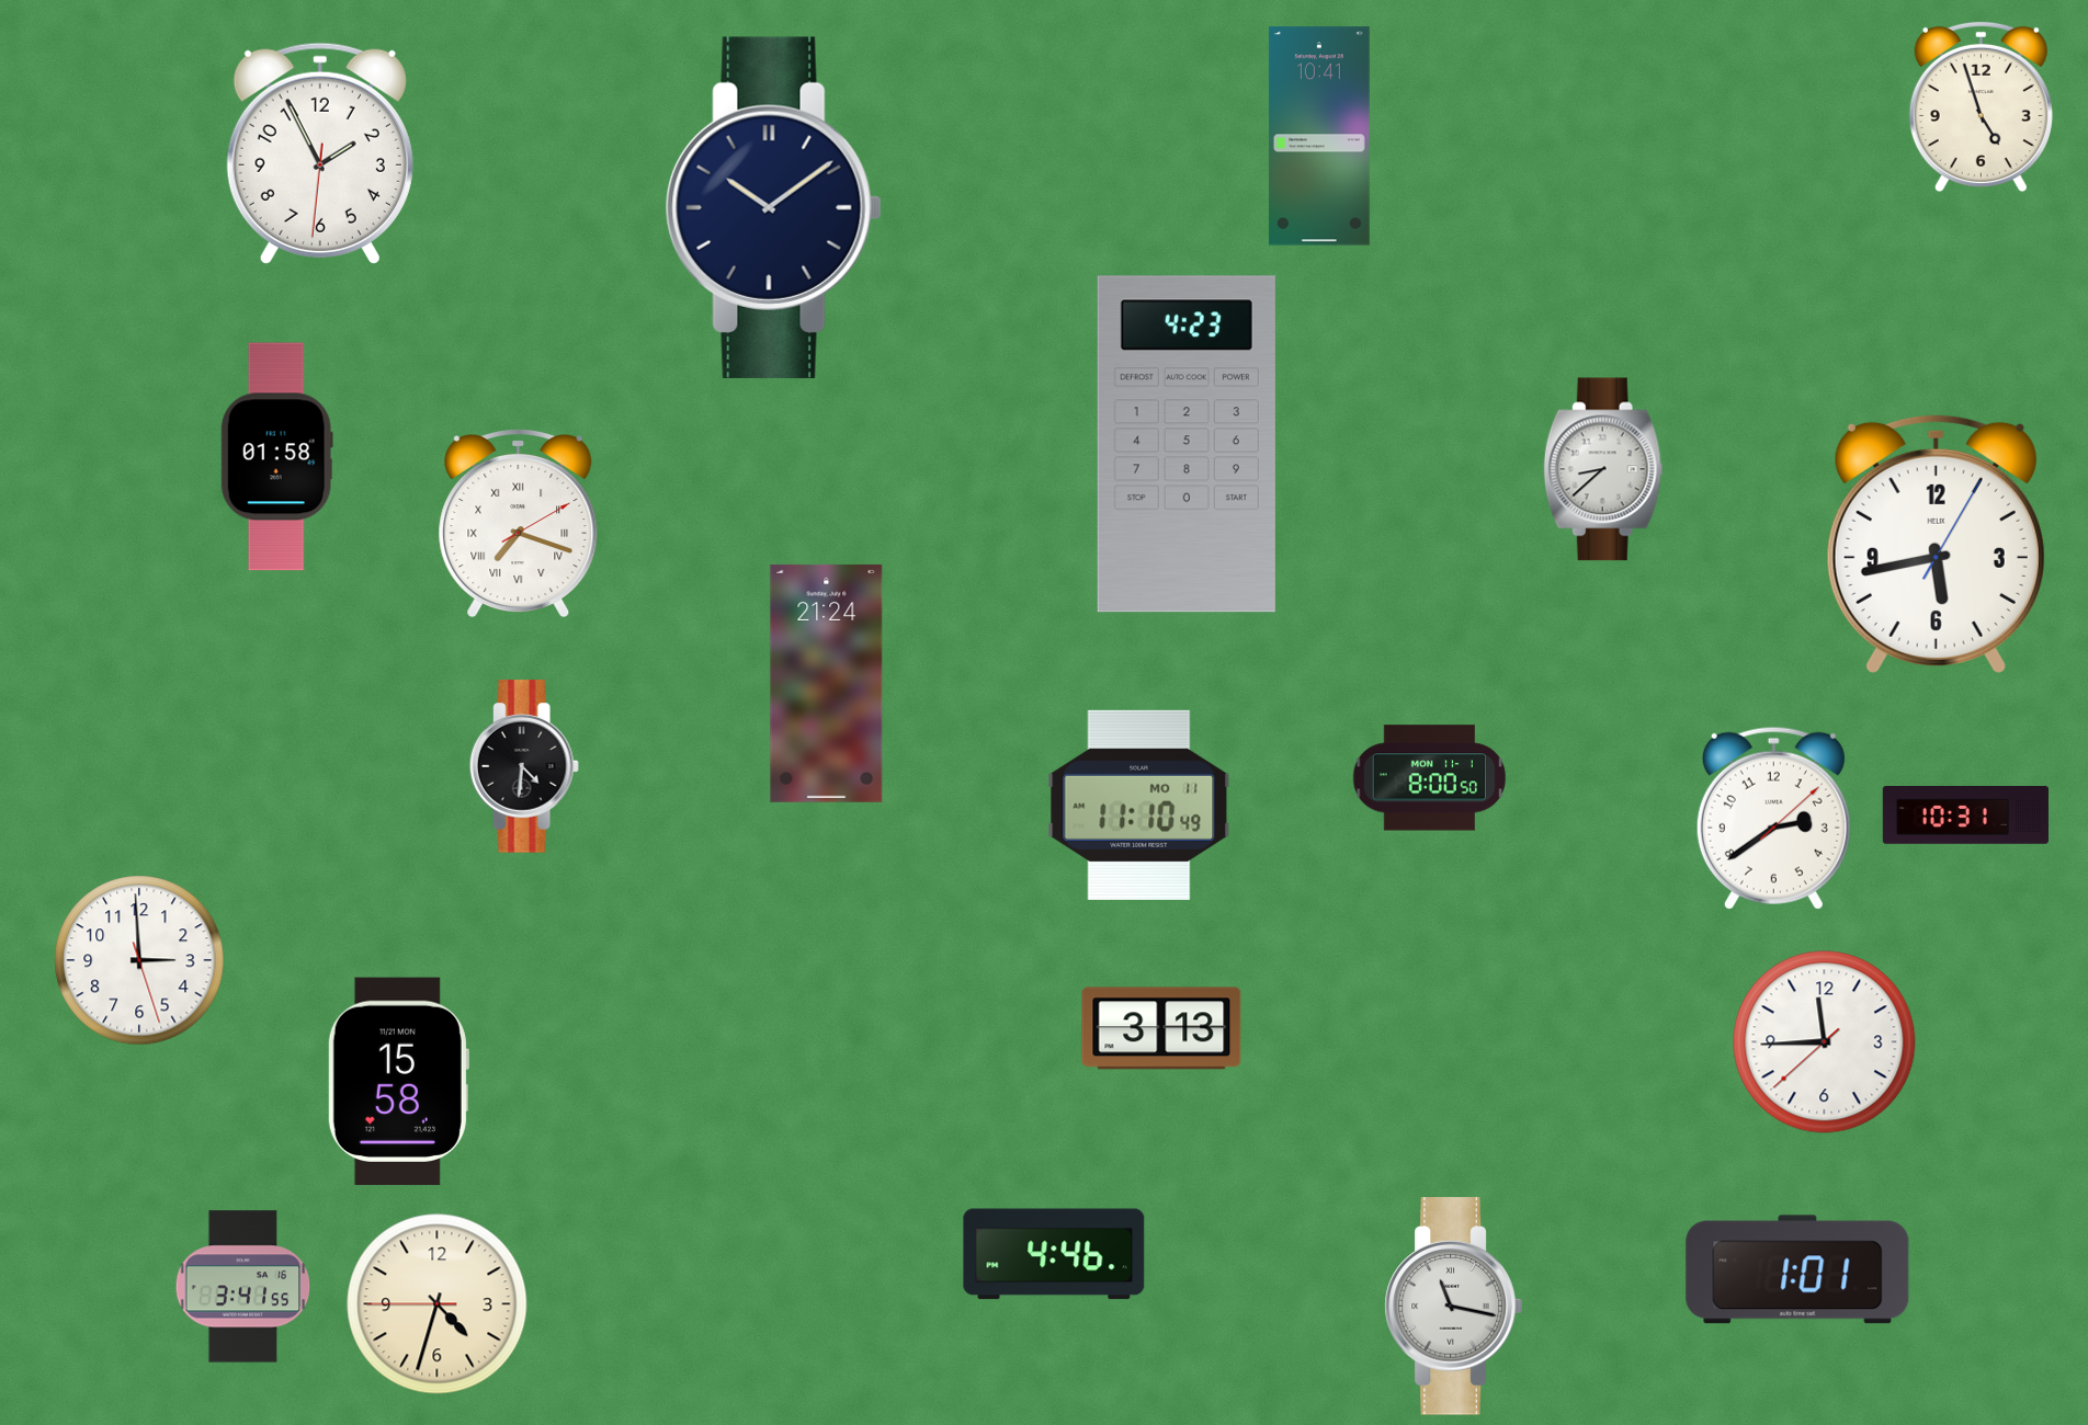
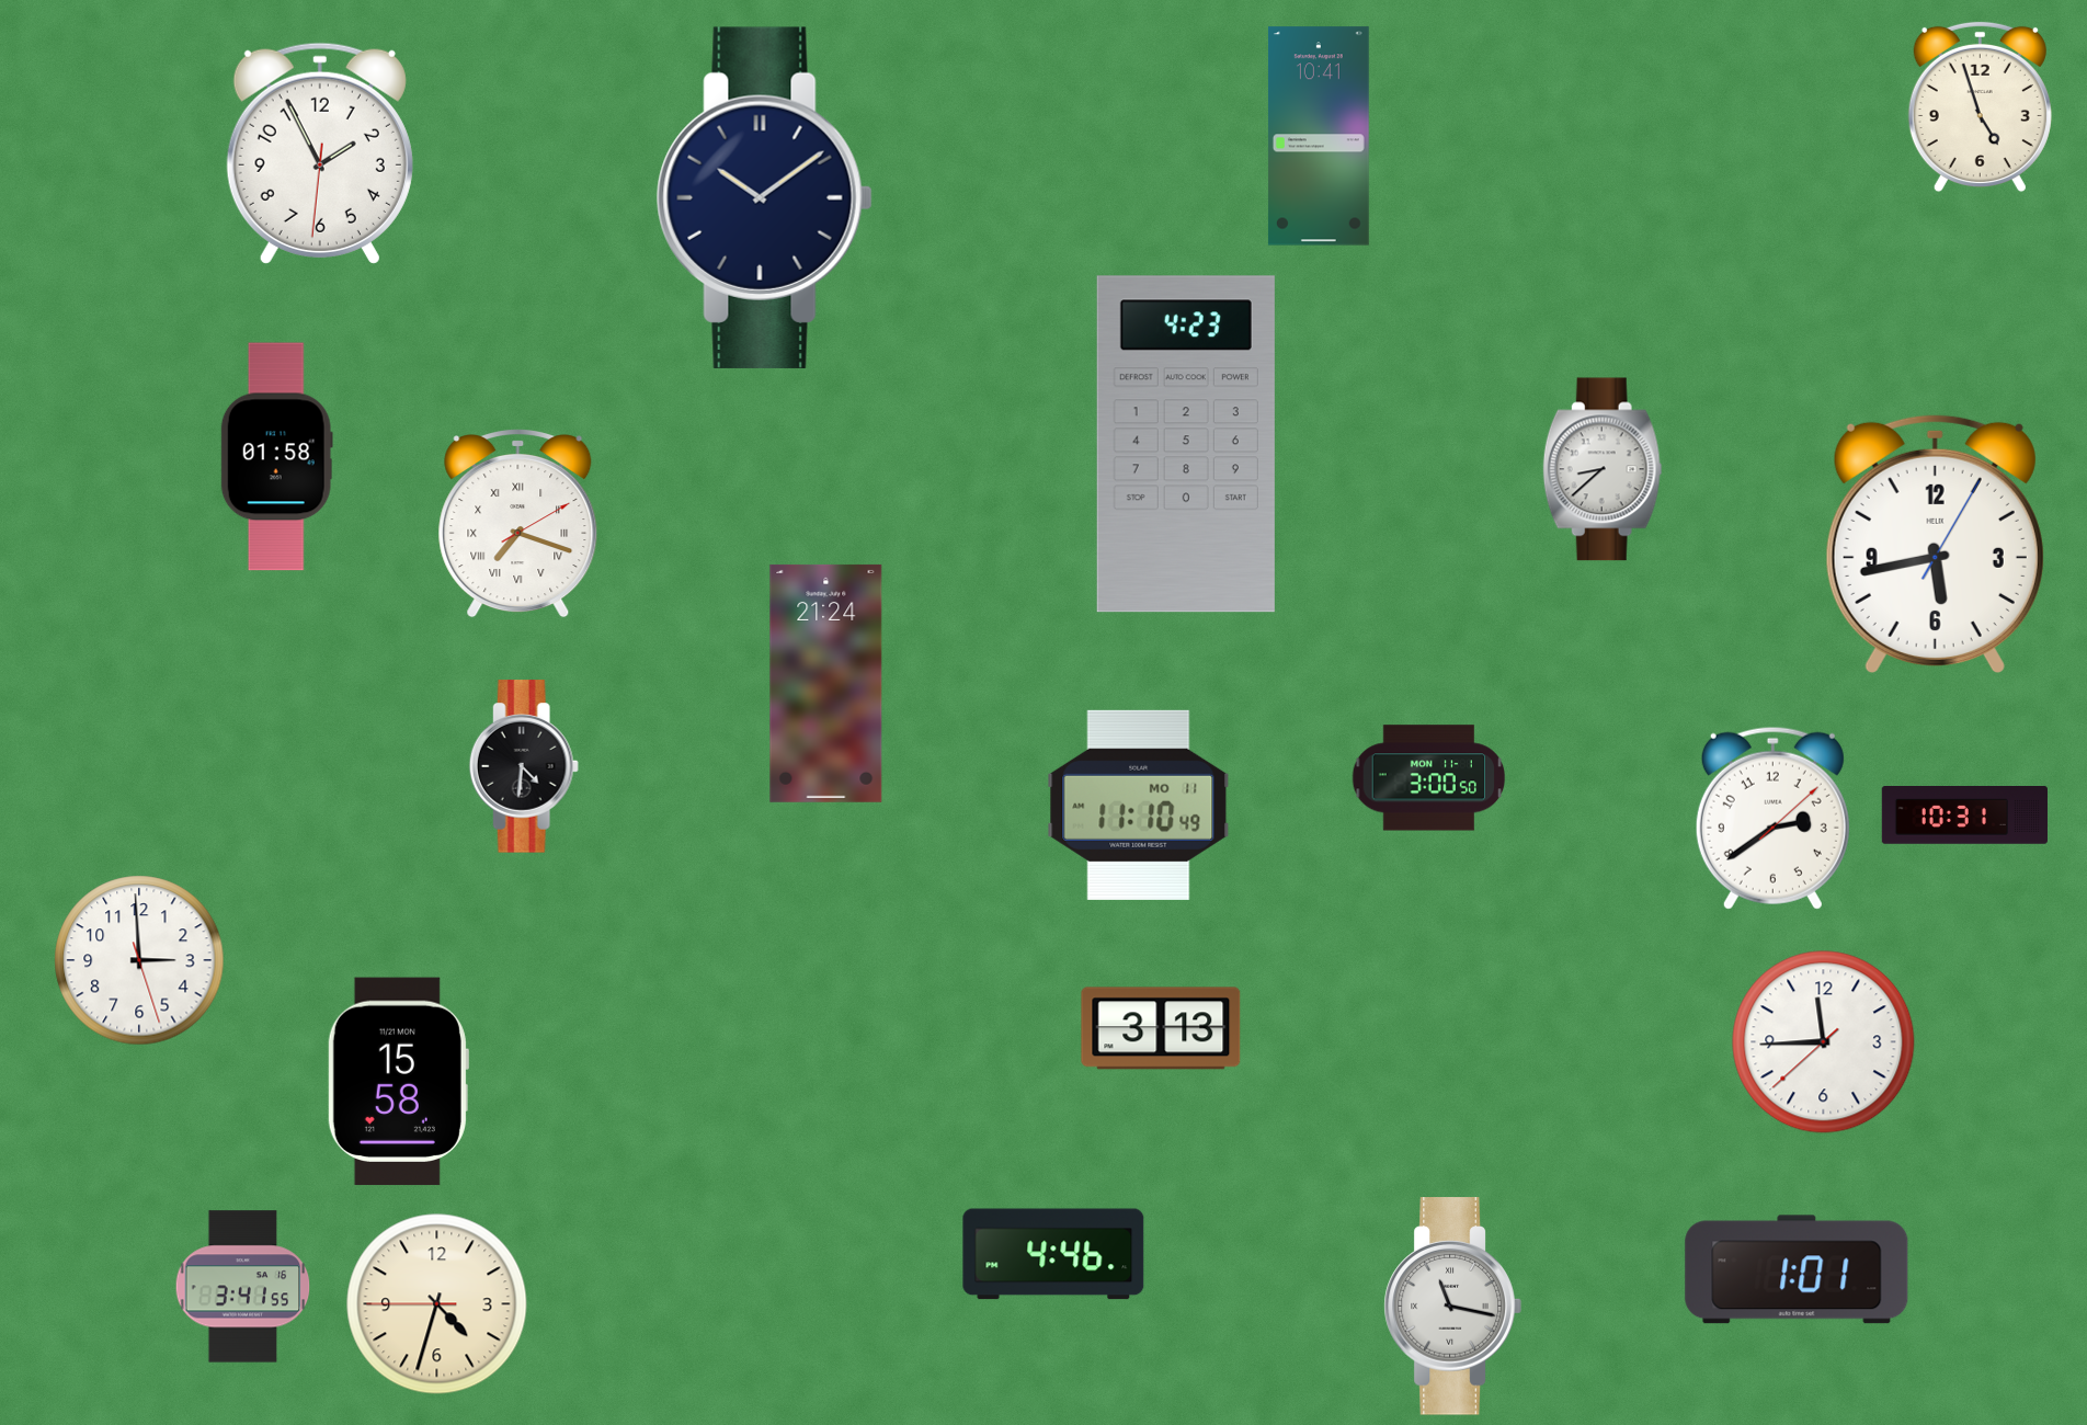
clock at (773, 207) position: (773, 207) -> (764, 197)
clock at (1430, 778): 8:00 -> 3:00
